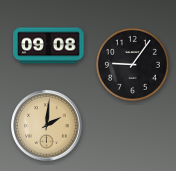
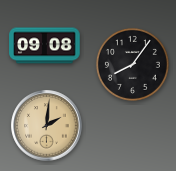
clock at (49, 46) position: (49, 46) -> (45, 46)
clock at (132, 64): 9:06 -> 8:06
